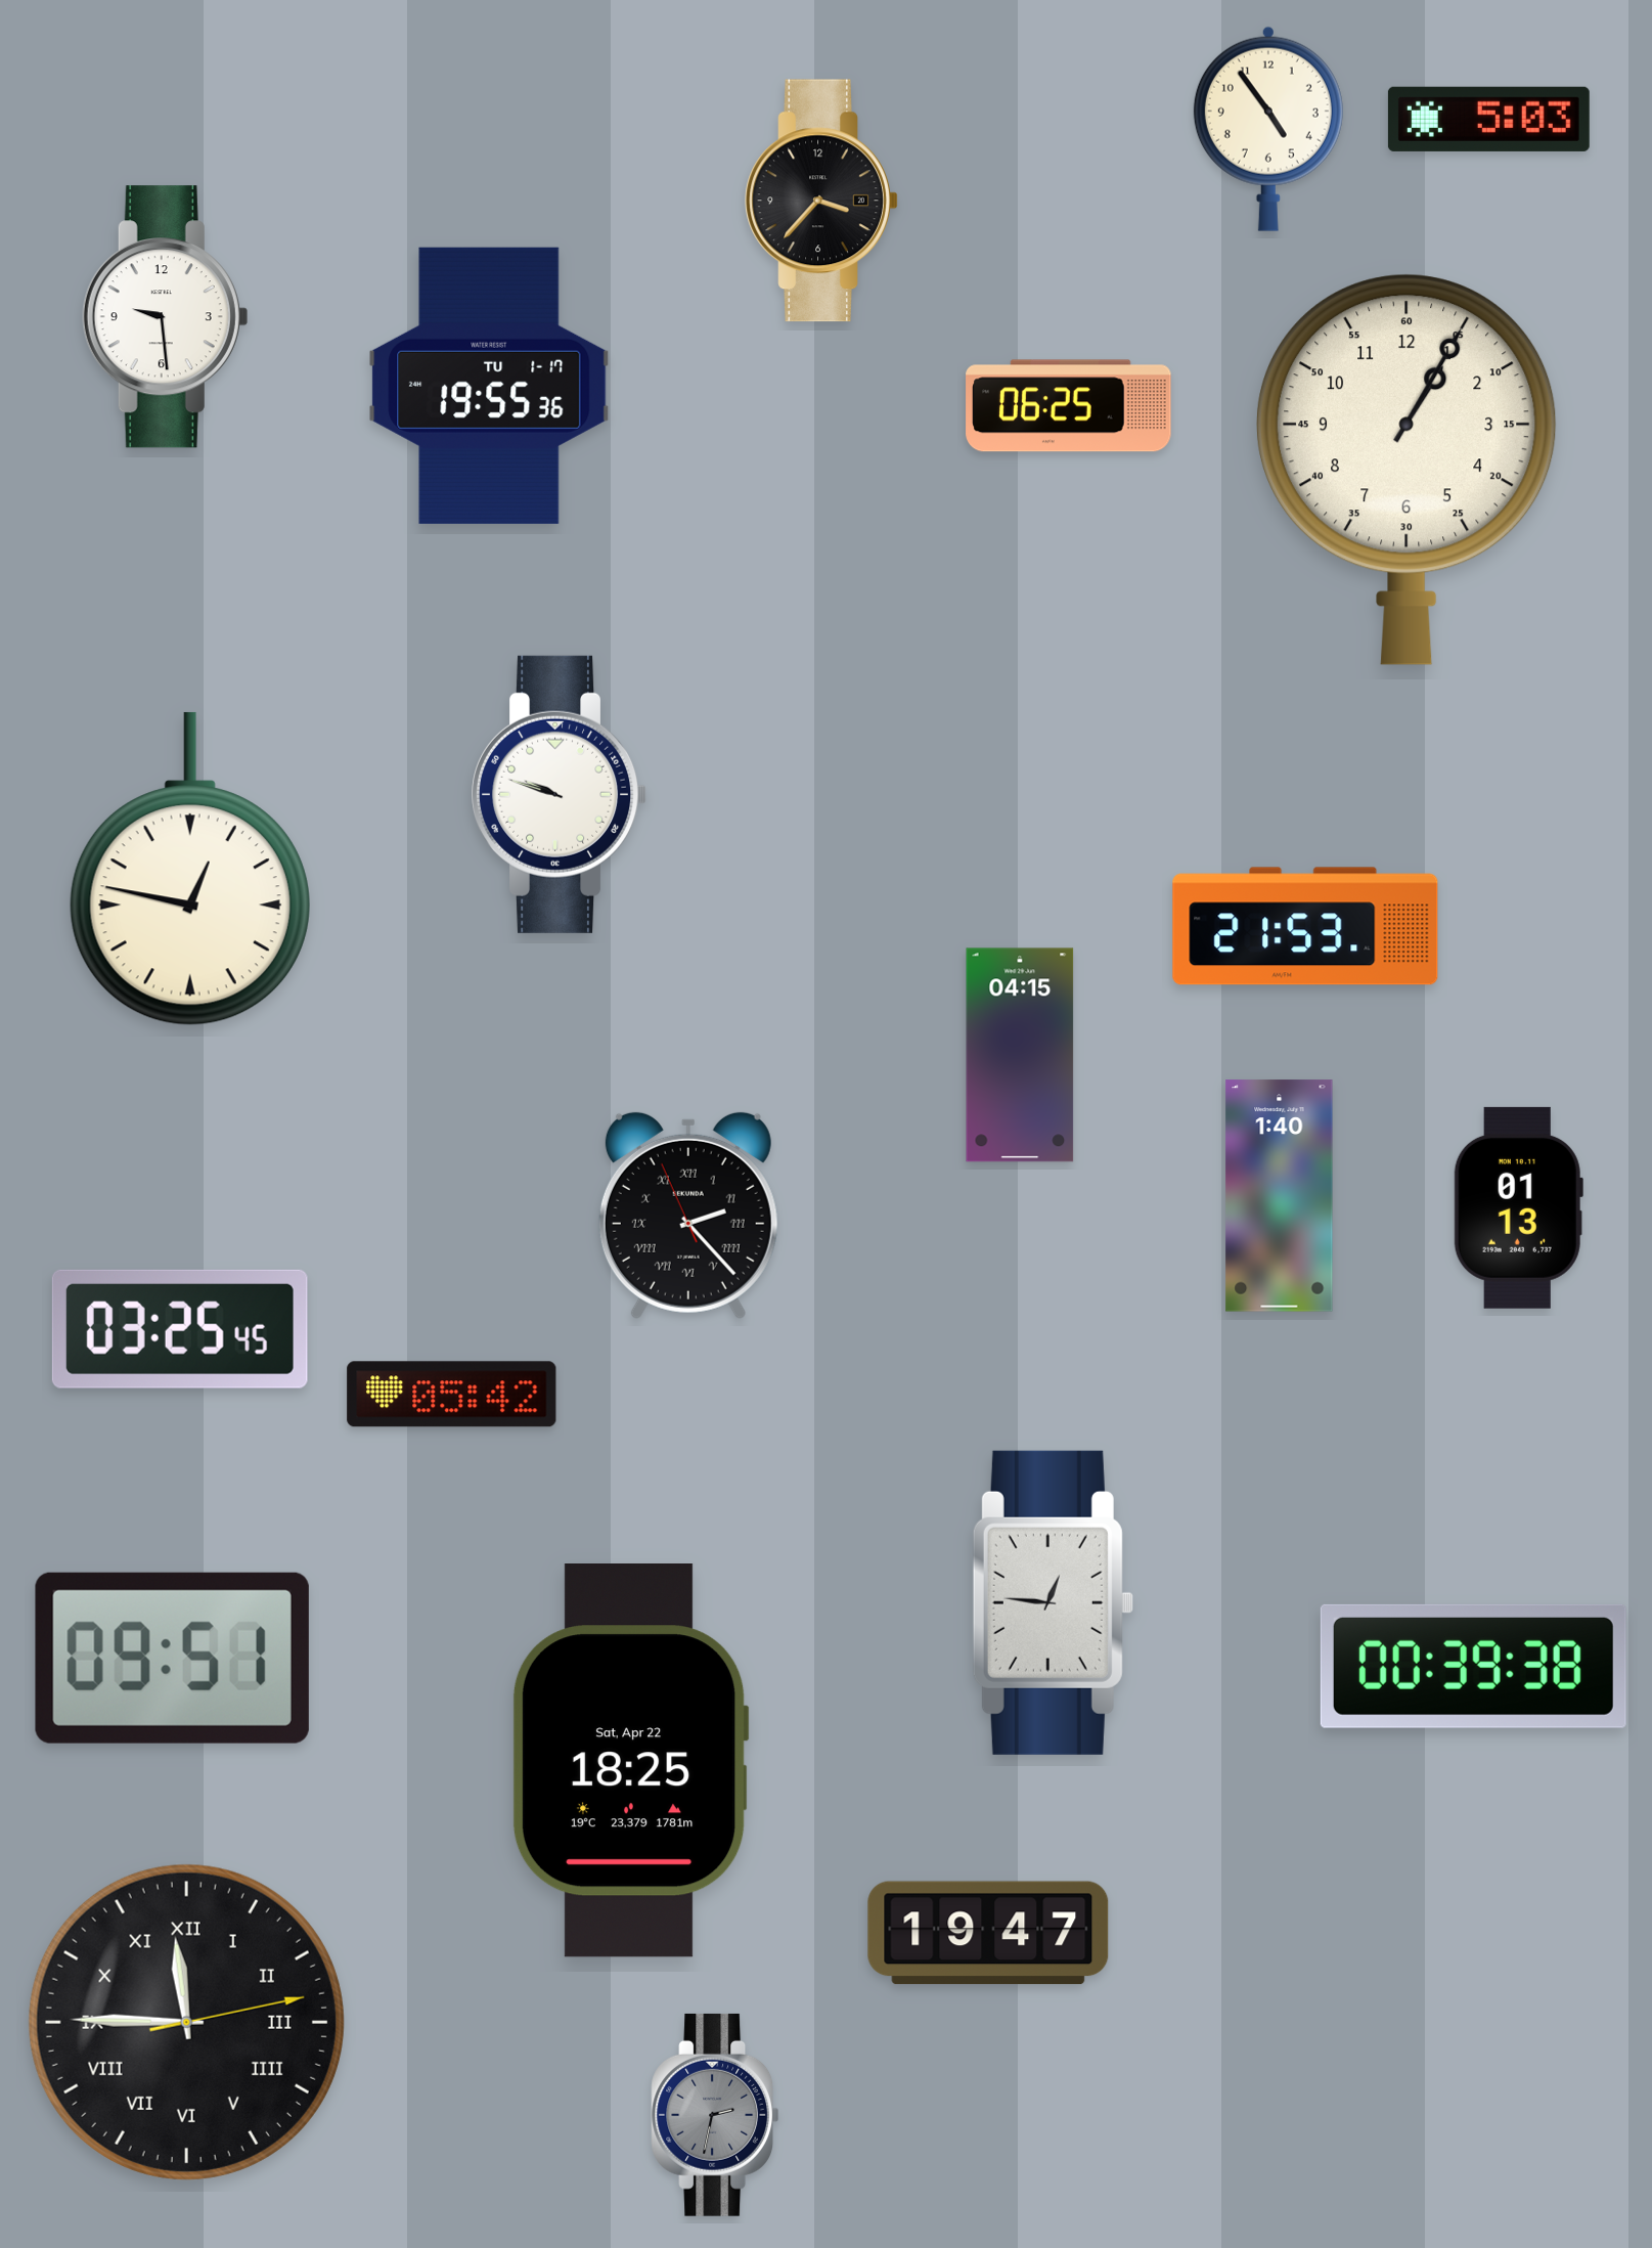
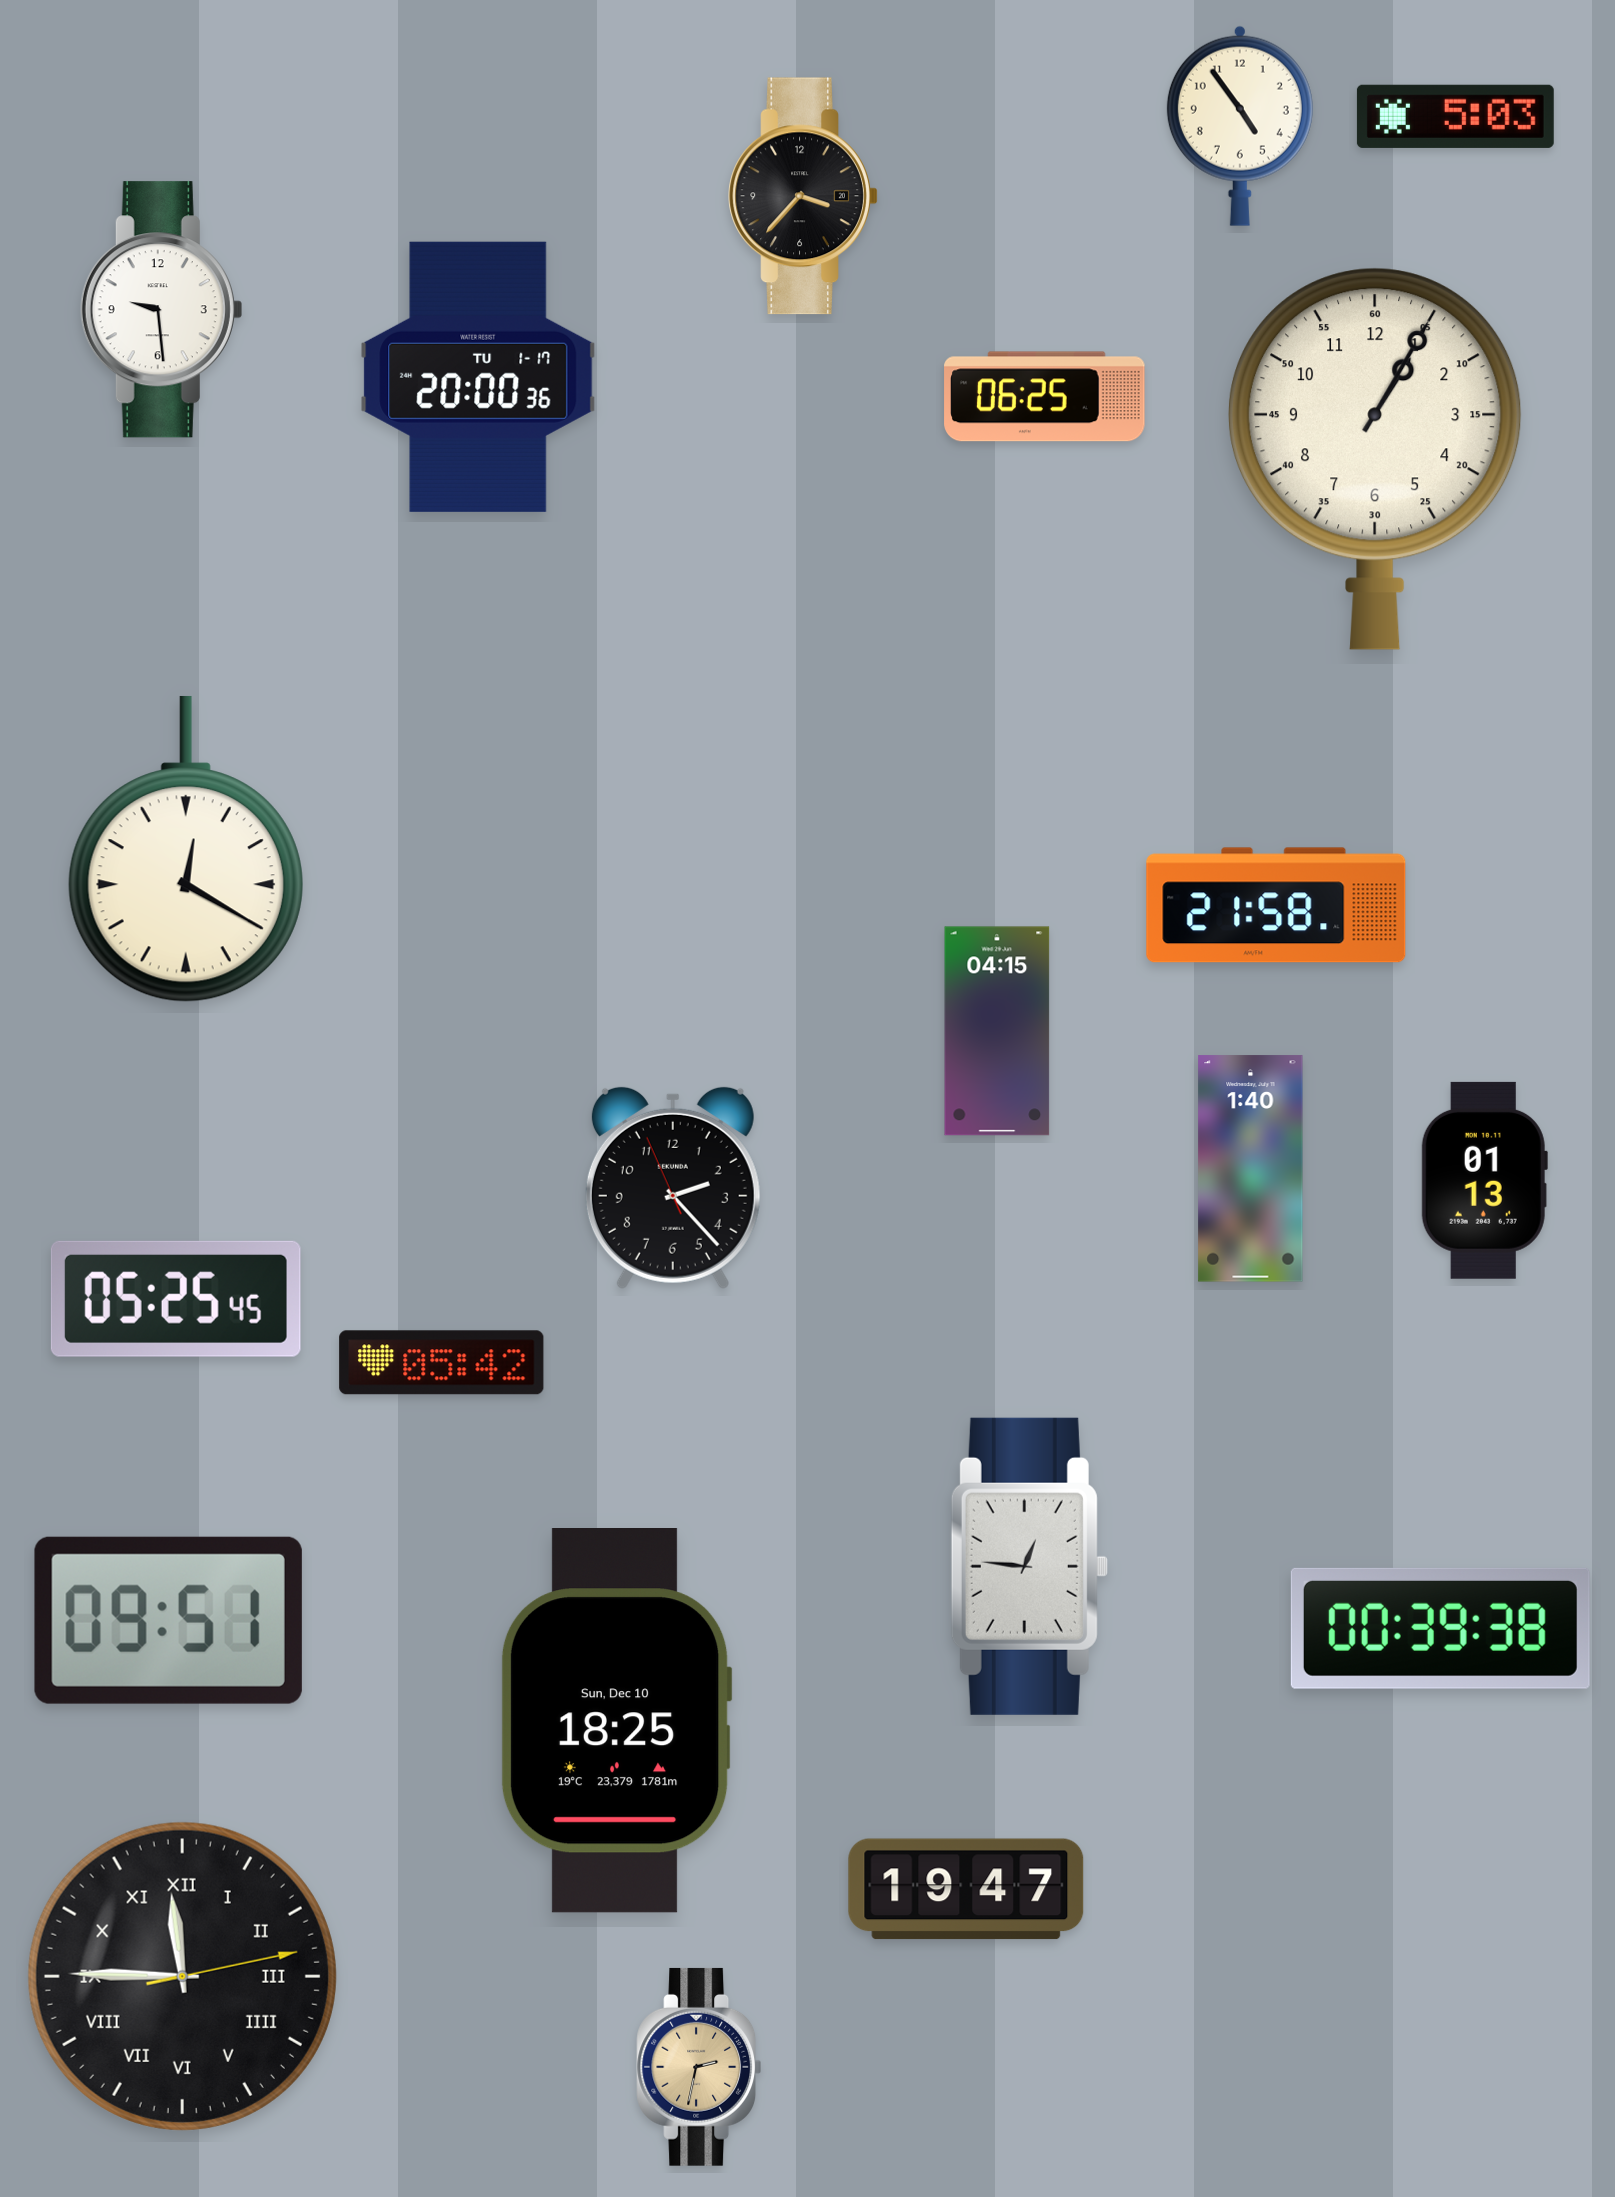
clock at (489, 386): 19:55 -> 20:00
clock at (560, 794): 9:48 -> none
clock at (190, 869): 12:47 -> 12:20
clock at (1305, 926): 21:53 -> 21:58
clock at (688, 1216) numerals: Roman -> Arabic
clock at (180, 1329): 03:25 -> 05:25
clock at (630, 1761) date: Sat, Apr 22 -> Sun, Dec 10
clock at (714, 2115) dial: grey -> champagne
